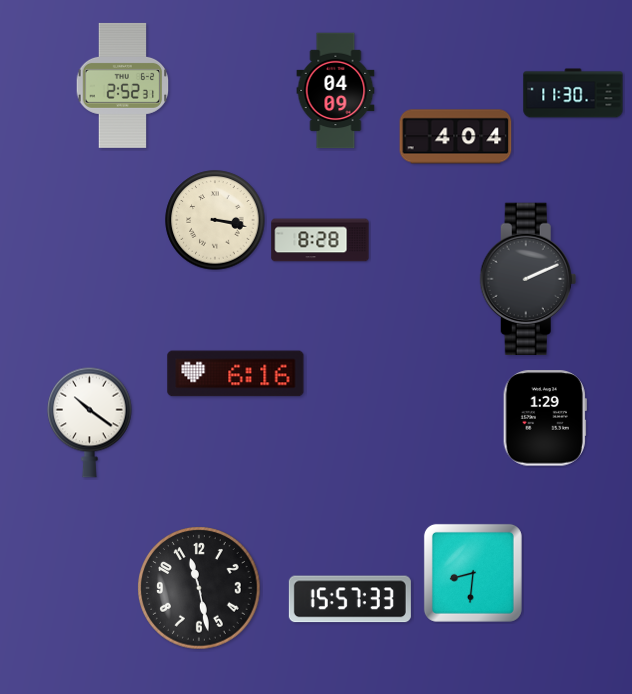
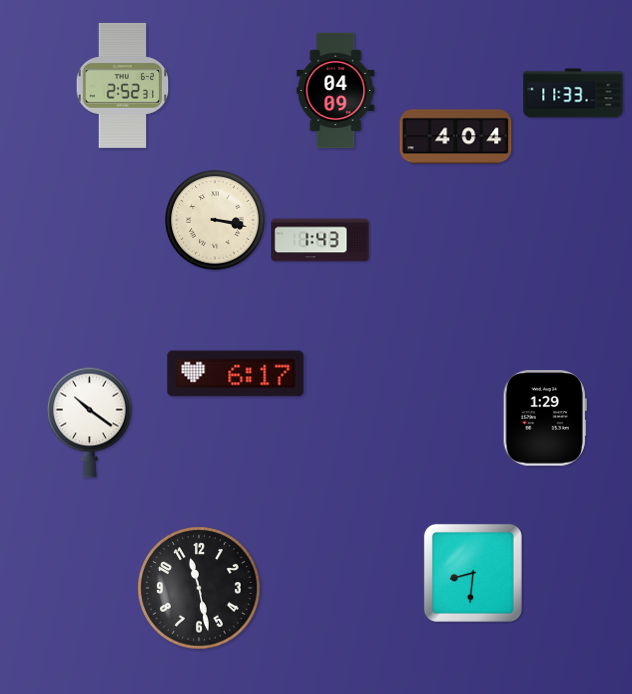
clock at (573, 93): 11:30 -> 11:33
clock at (320, 240): 8:28 -> 1:43
clock at (528, 278): 2:11 -> none
clock at (236, 374): 6:16 -> 6:17
clock at (350, 599): 15:57 -> none
